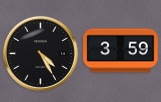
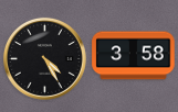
clock at (121, 51): 3:59 -> 3:58
